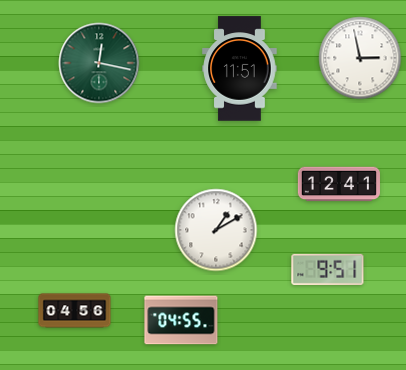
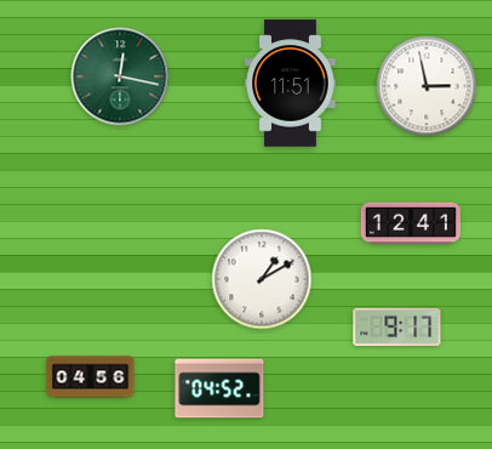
clock at (360, 58) position: (360, 58) -> (427, 86)
clock at (328, 269): 9:51 -> 9:17
clock at (181, 320): 04:55 -> 04:52
